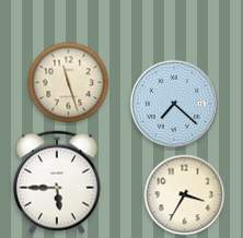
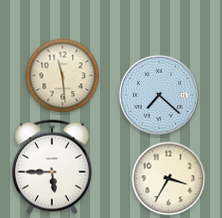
clock at (69, 83): 11:27 -> 11:29
